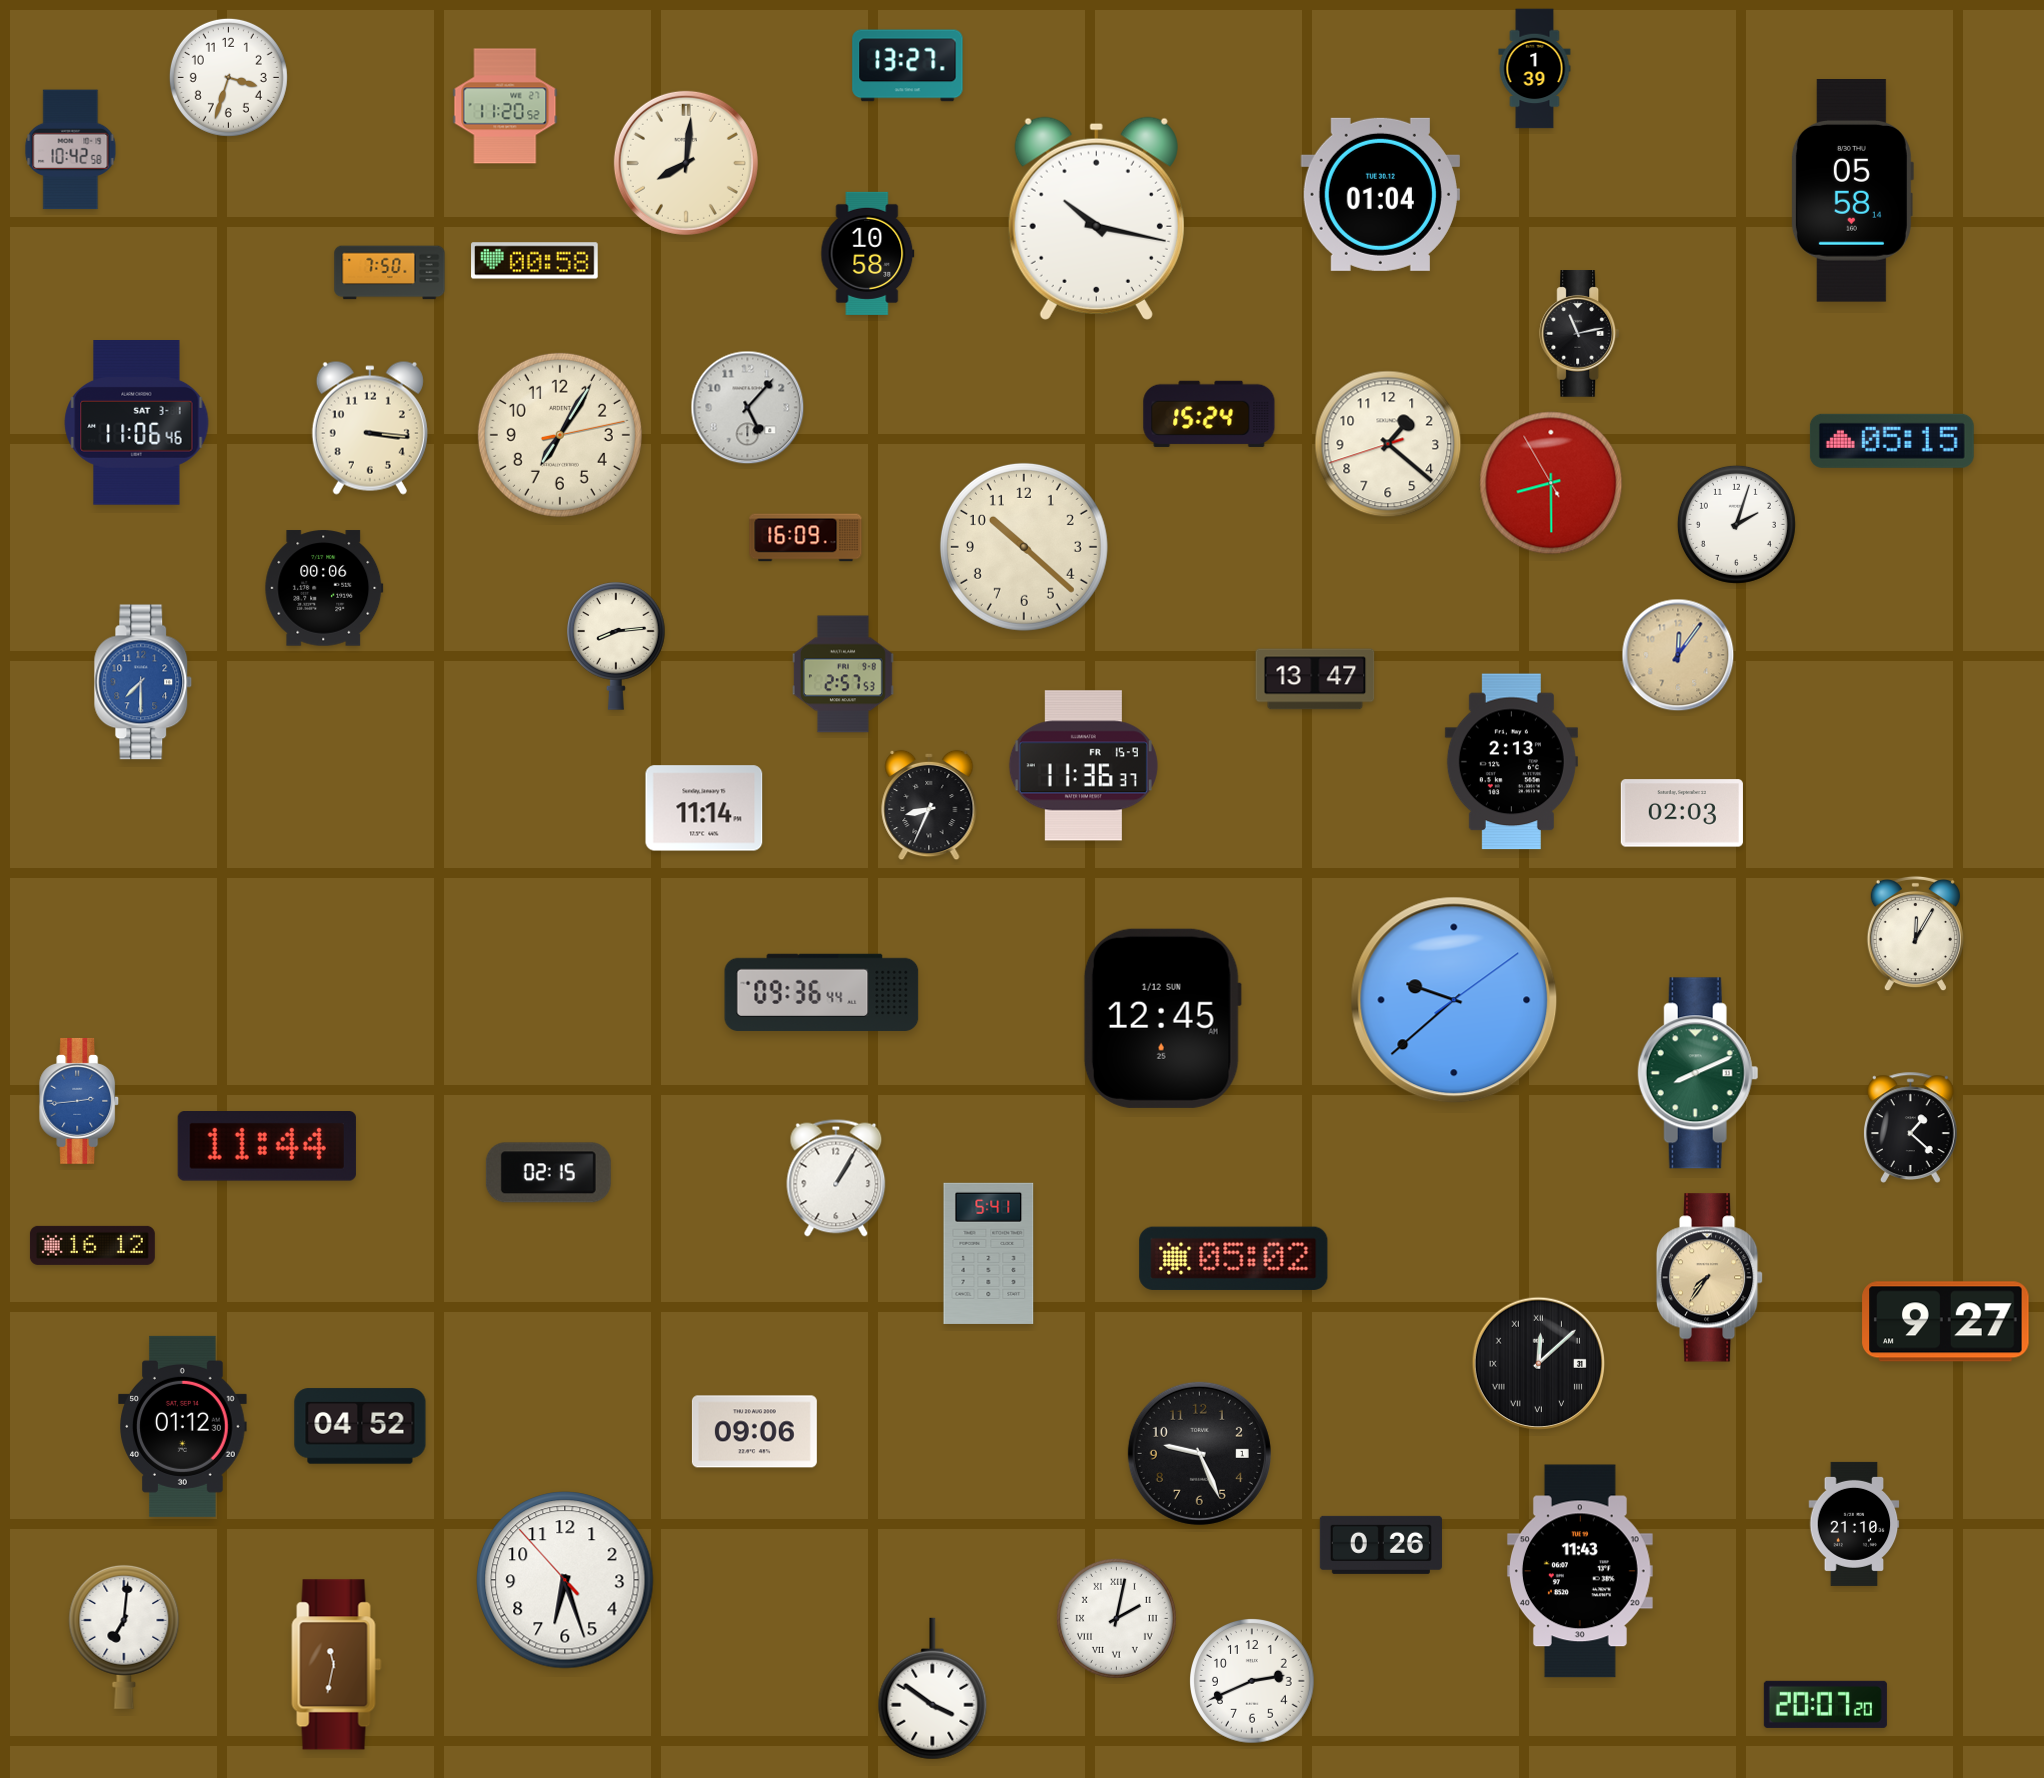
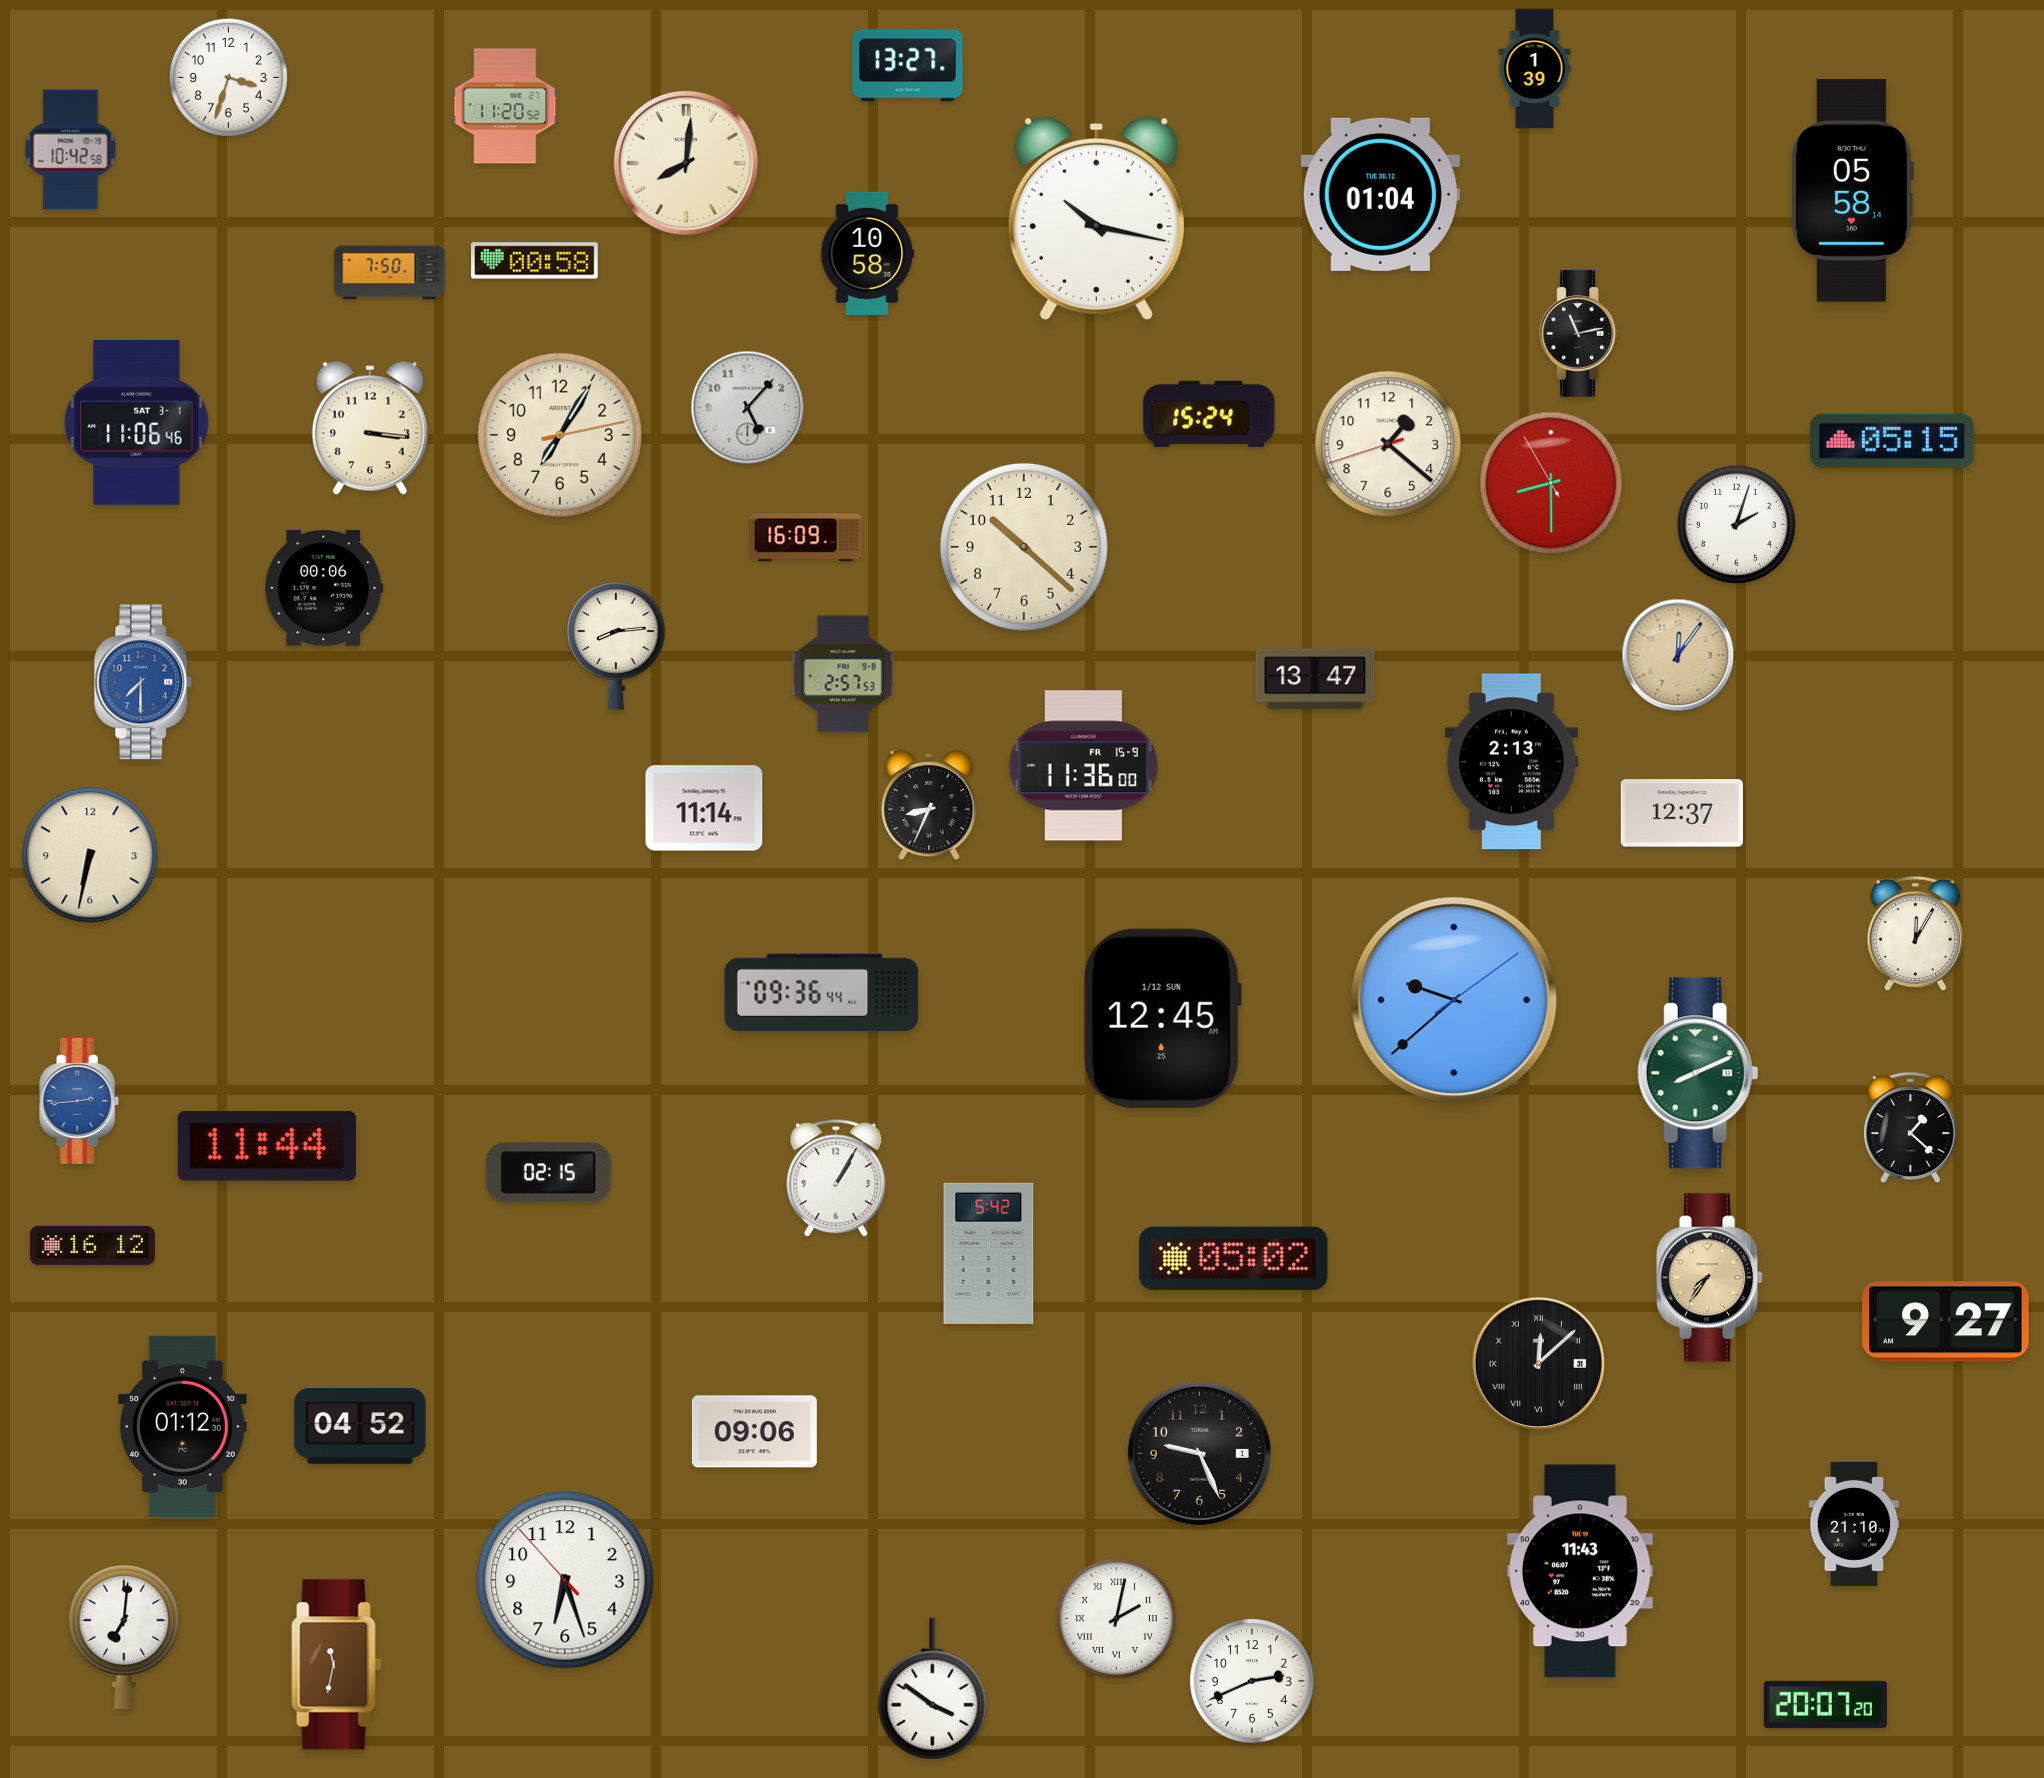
clock at (1083, 766): 11:36:37 -> 11:36:00
clock at (1682, 813): 02:03 -> 12:37
clock at (90, 855): none -> 6:32
clock at (989, 1253): 5:41 -> 5:42
clock at (1381, 1545): 0:26 -> none
